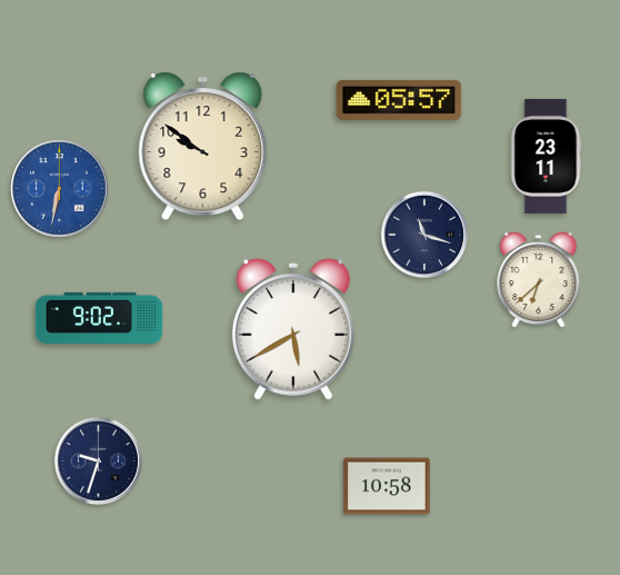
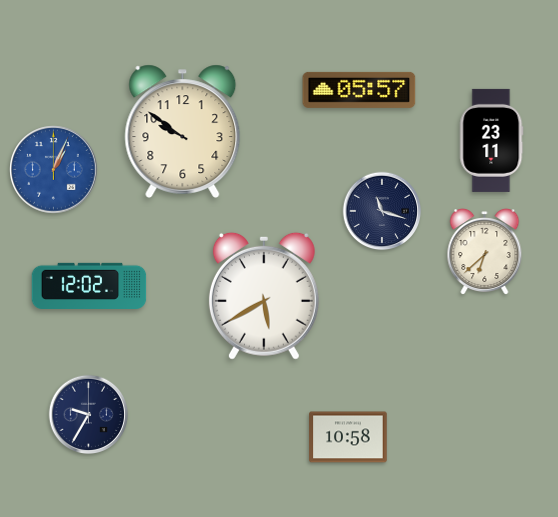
clock at (60, 189): 6:32 -> 1:04
clock at (99, 317): 9:02 -> 12:02
clock at (99, 462): 9:33 -> 9:35
